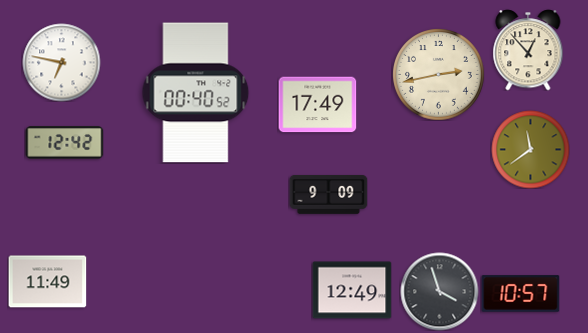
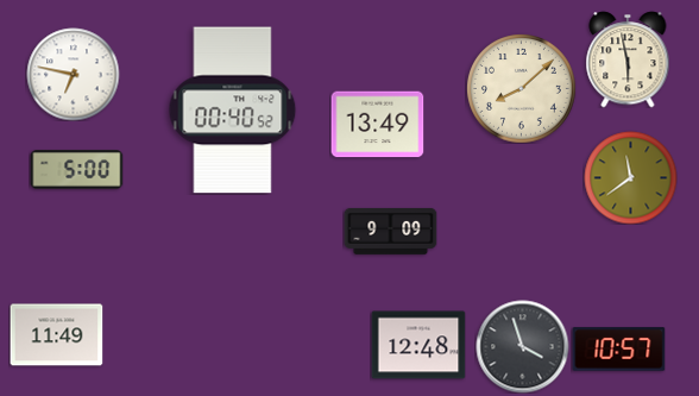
clock at (528, 50): 12:53 -> 5:58
clock at (439, 75): 2:43 -> 8:08
clock at (317, 105): 17:49 -> 13:49
clock at (64, 143): 12:42 -> 5:00
clock at (352, 290): 12:49 -> 12:48
